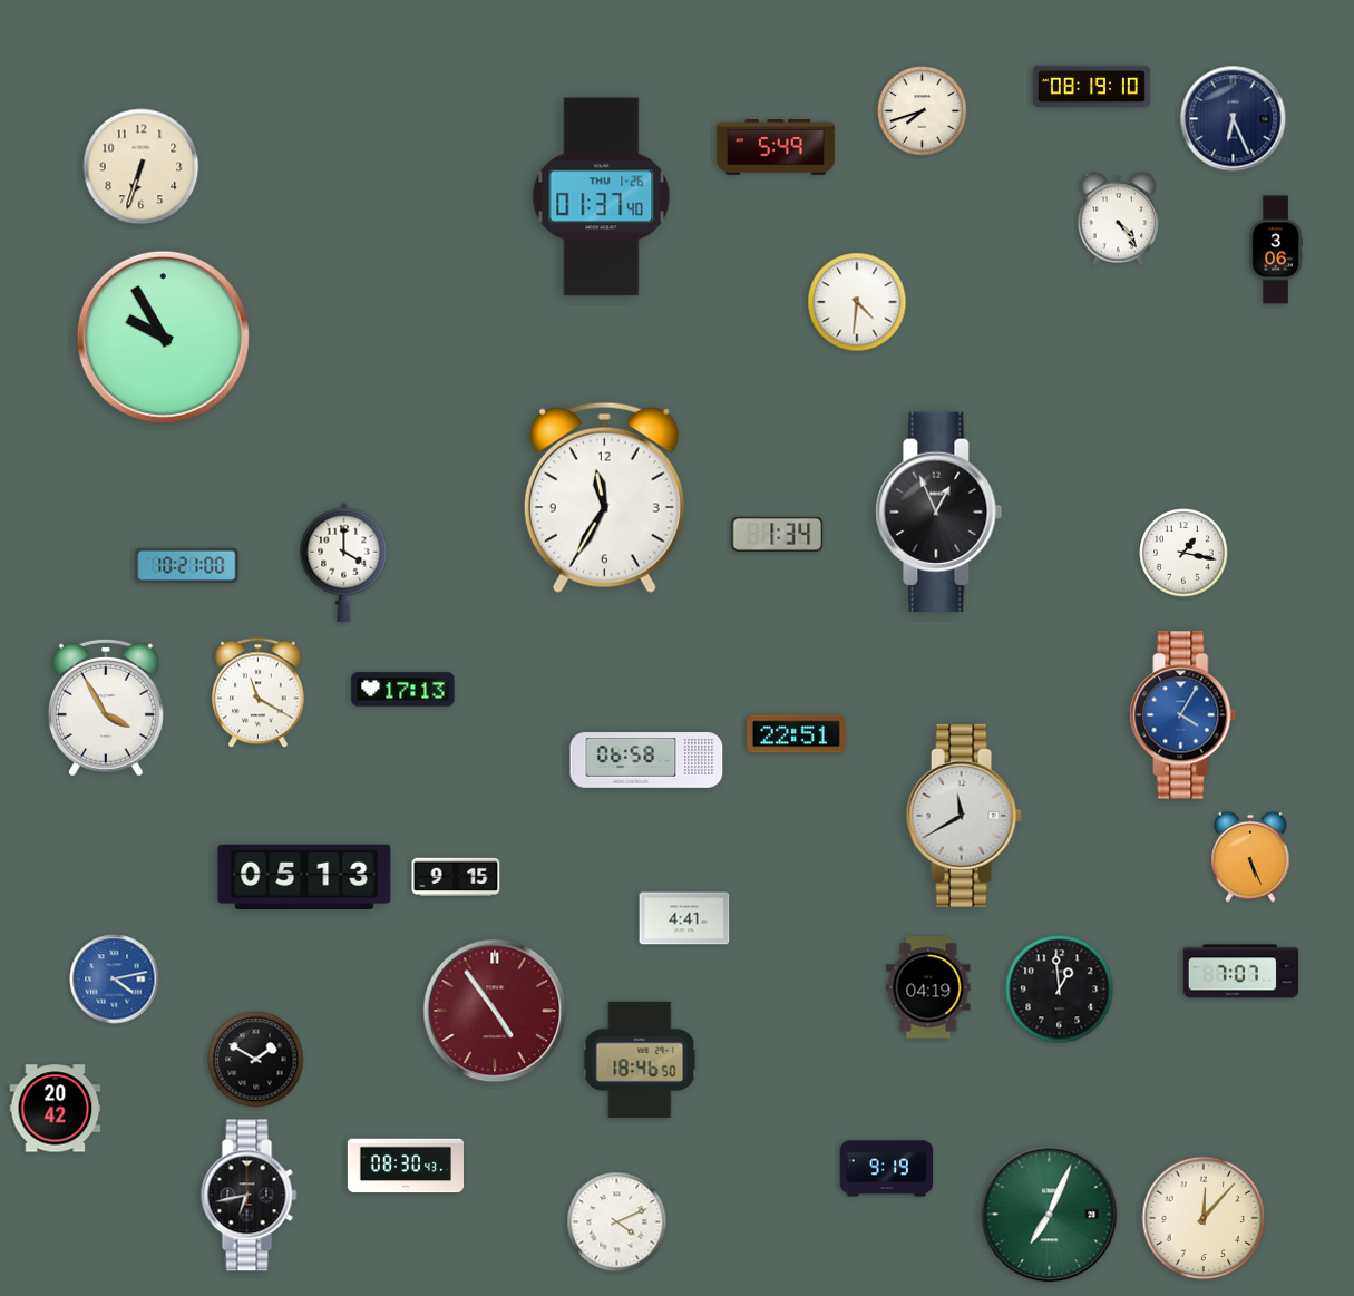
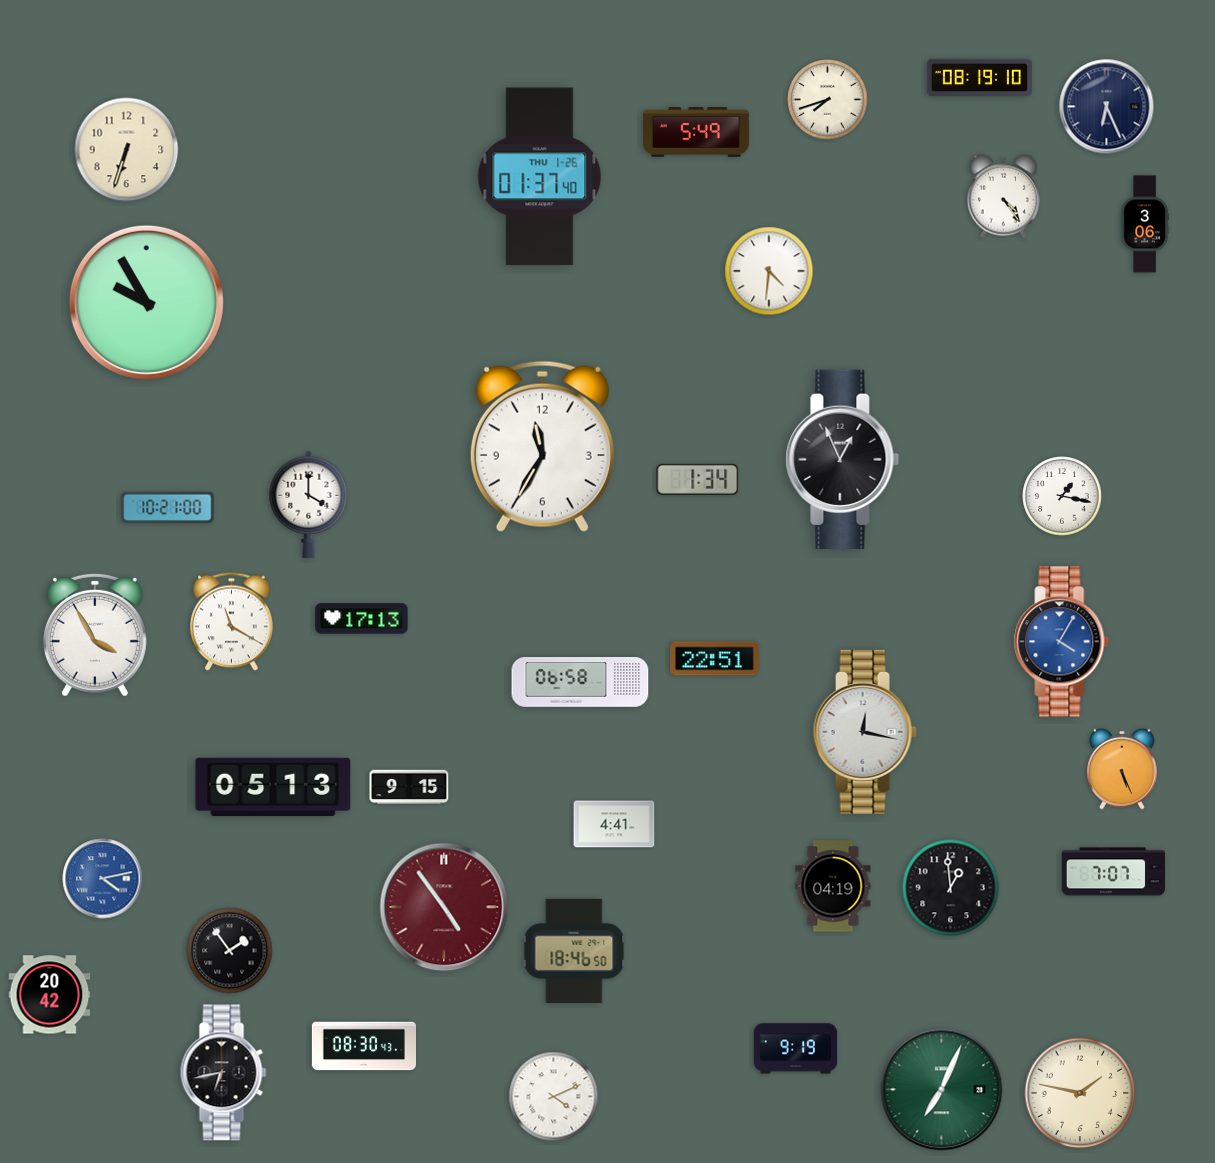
clock at (964, 816): 11:40 -> 12:17
clock at (256, 1060): 1:50 -> 1:54
clock at (1204, 1218): 12:07 -> 1:47
